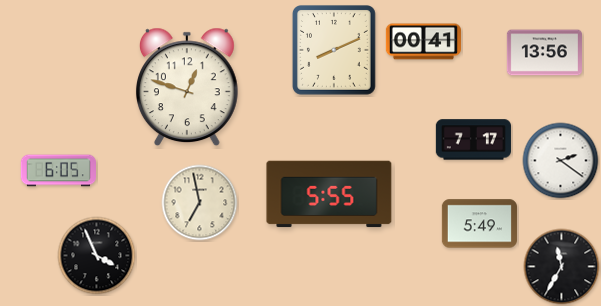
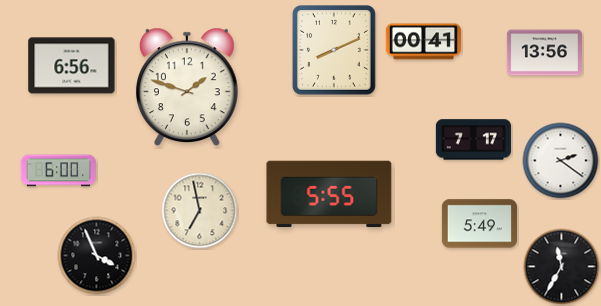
clock at (72, 66): none -> 6:56
clock at (187, 87): 12:48 -> 1:48
clock at (58, 171): 6:05 -> 6:00
clock at (200, 203) position: (200, 203) -> (200, 211)
